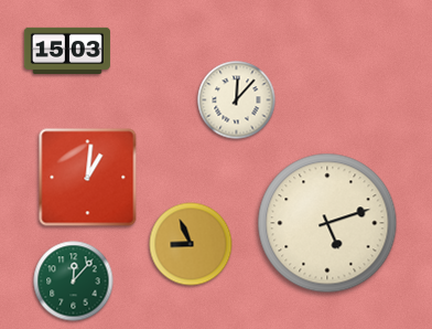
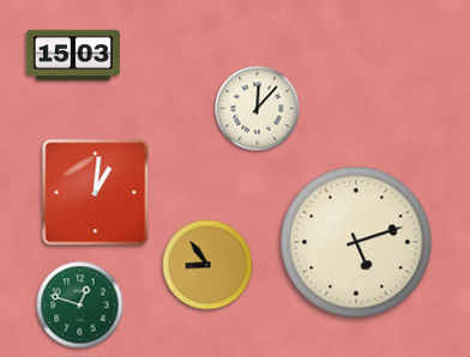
clock at (191, 244): 8:56 -> 8:54
clock at (74, 282): 12:07 -> 12:48
